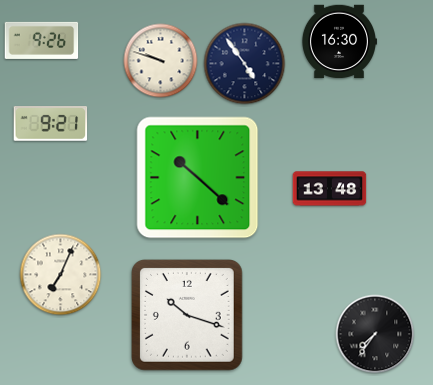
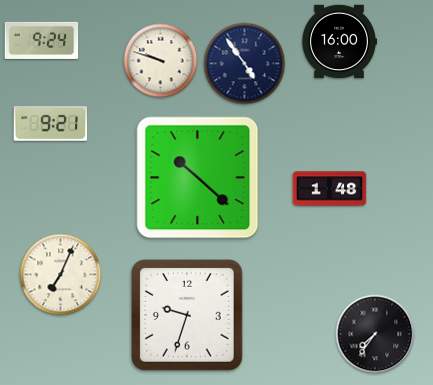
clock at (42, 40): 9:26 -> 9:24
clock at (338, 42): 16:30 -> 16:00
clock at (330, 189): 13:48 -> 1:48
clock at (188, 316): 10:18 -> 9:33
